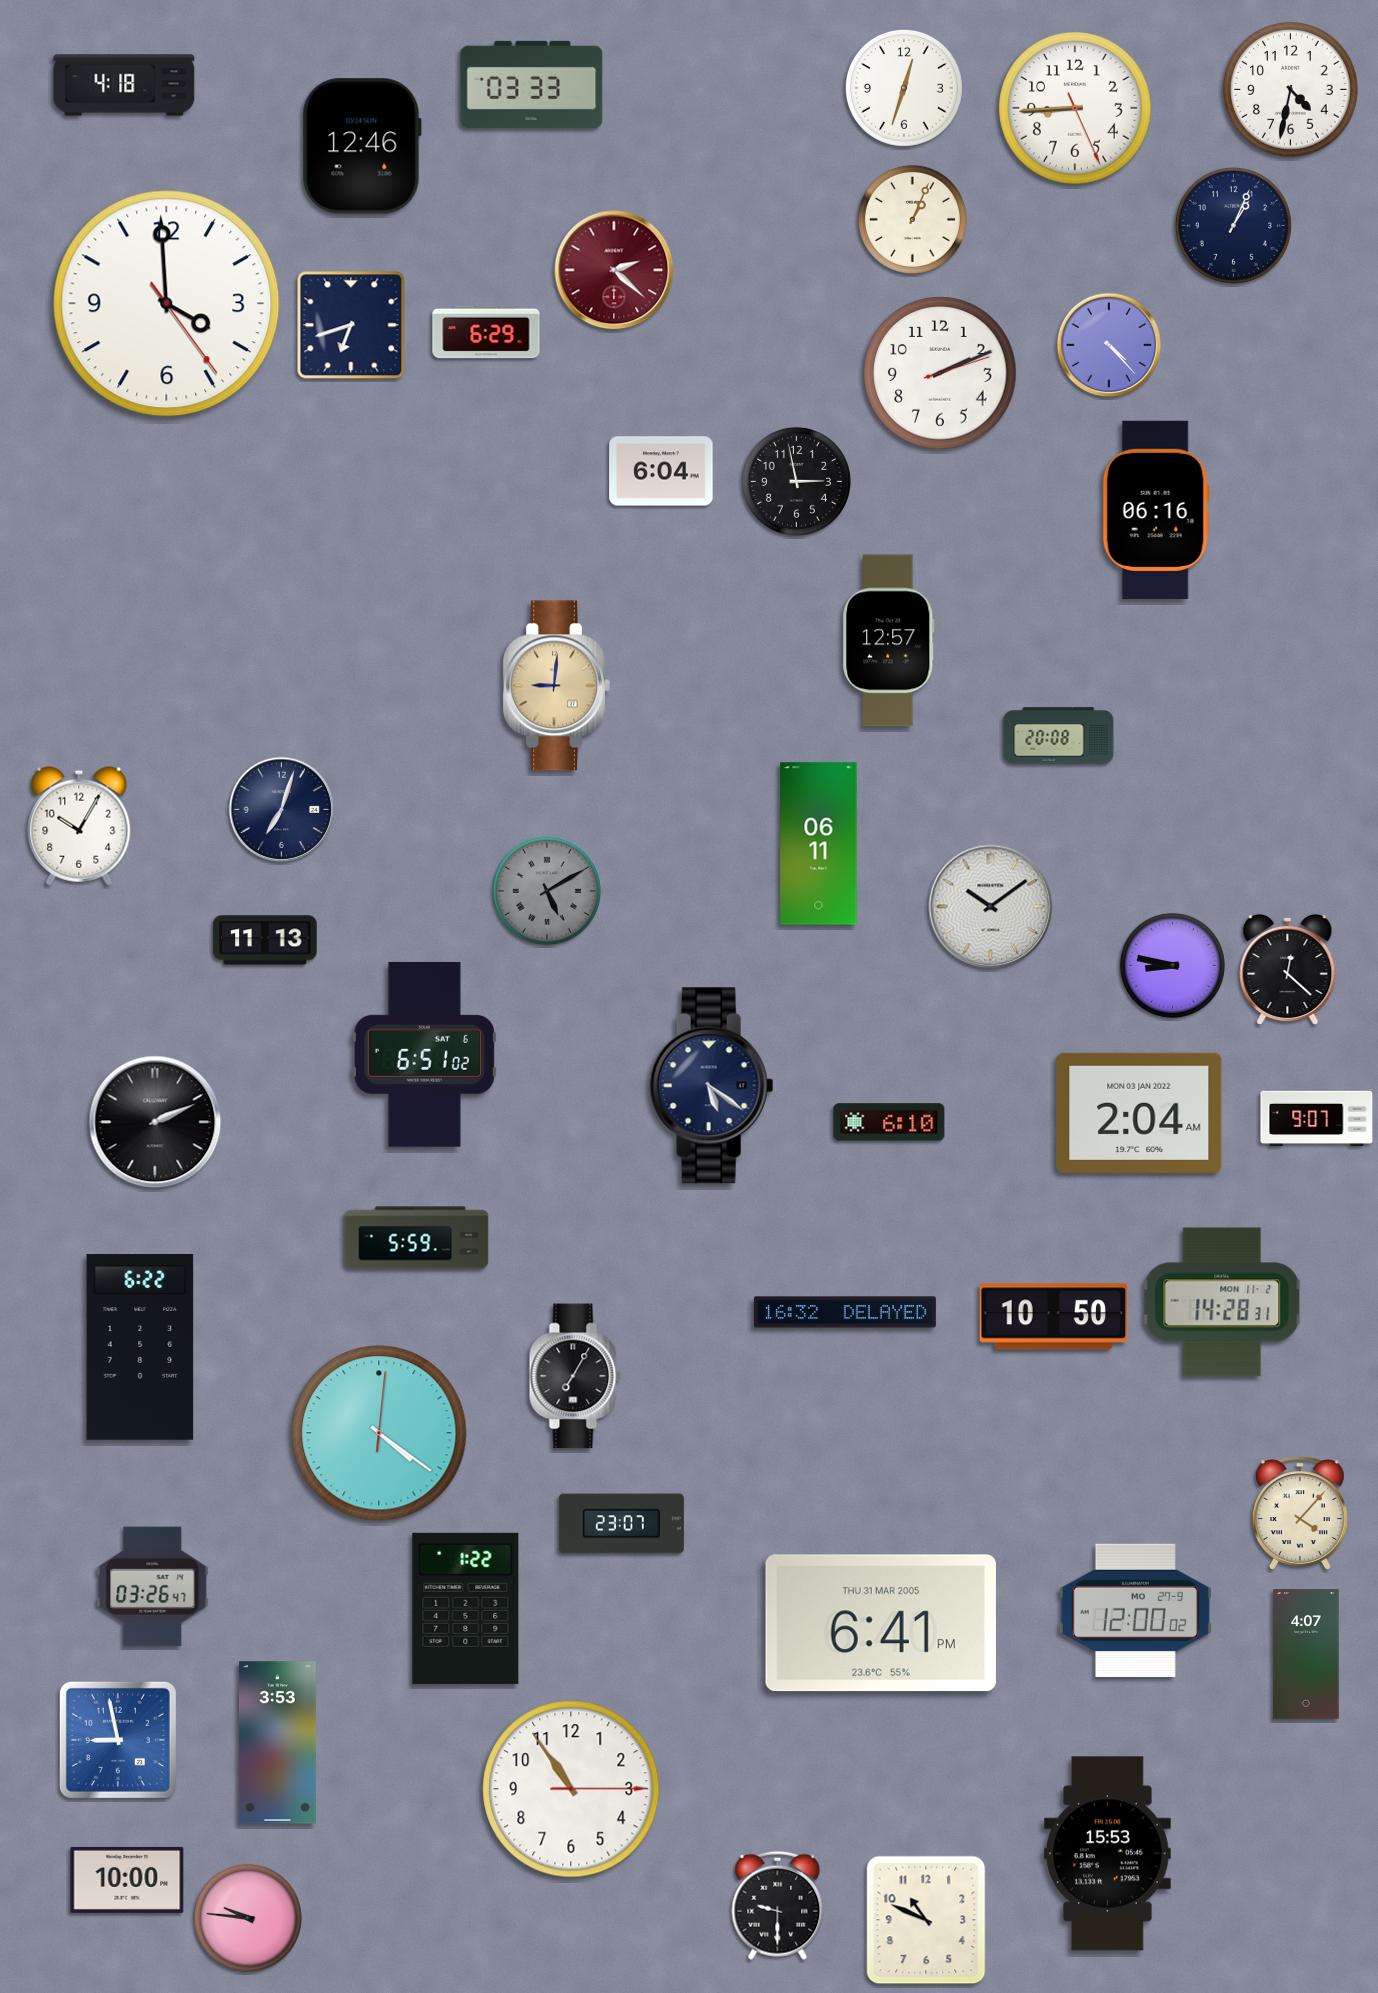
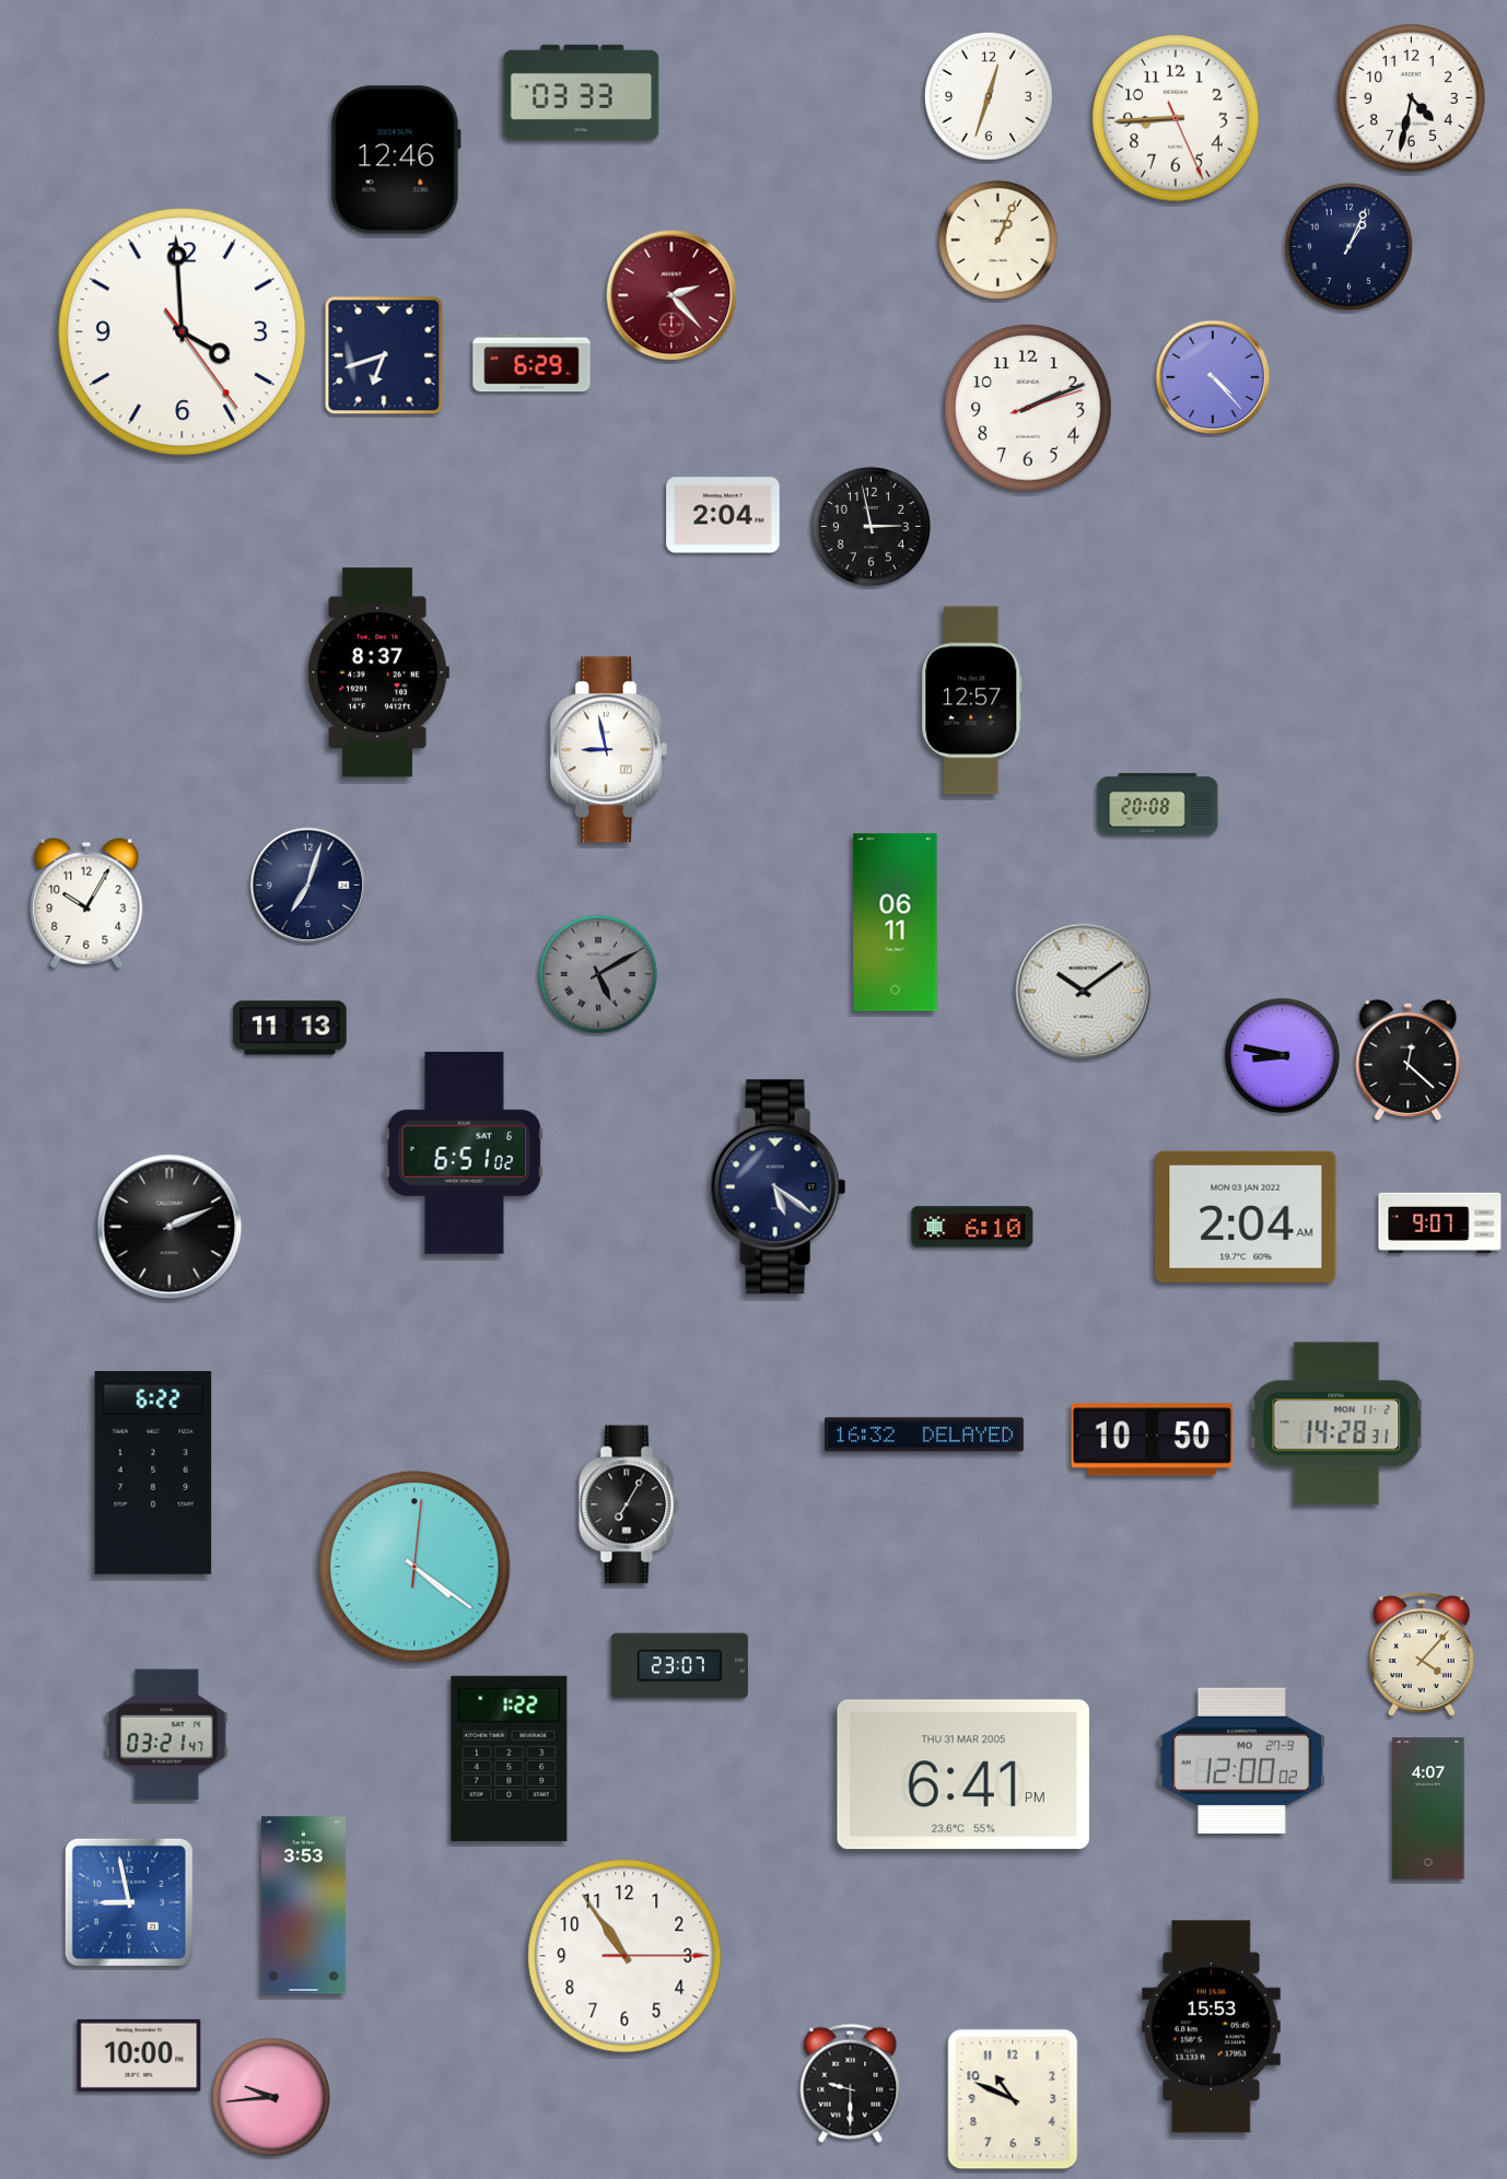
clock at (124, 85): 4:18 -> none
clock at (614, 270): 2:22 -> 2:23
clock at (661, 471): 6:04 -> 2:04
clock at (1156, 510): 06:16 -> none
clock at (378, 672): none -> 8:37
clock at (556, 686): 9:01 -> 8:58
clock at (556, 686) dial: champagne -> white
clock at (417, 1238): 5:59 -> none
clock at (153, 1587): 03:26 -> 03:21
clock at (248, 1918): 9:46 -> 9:44
